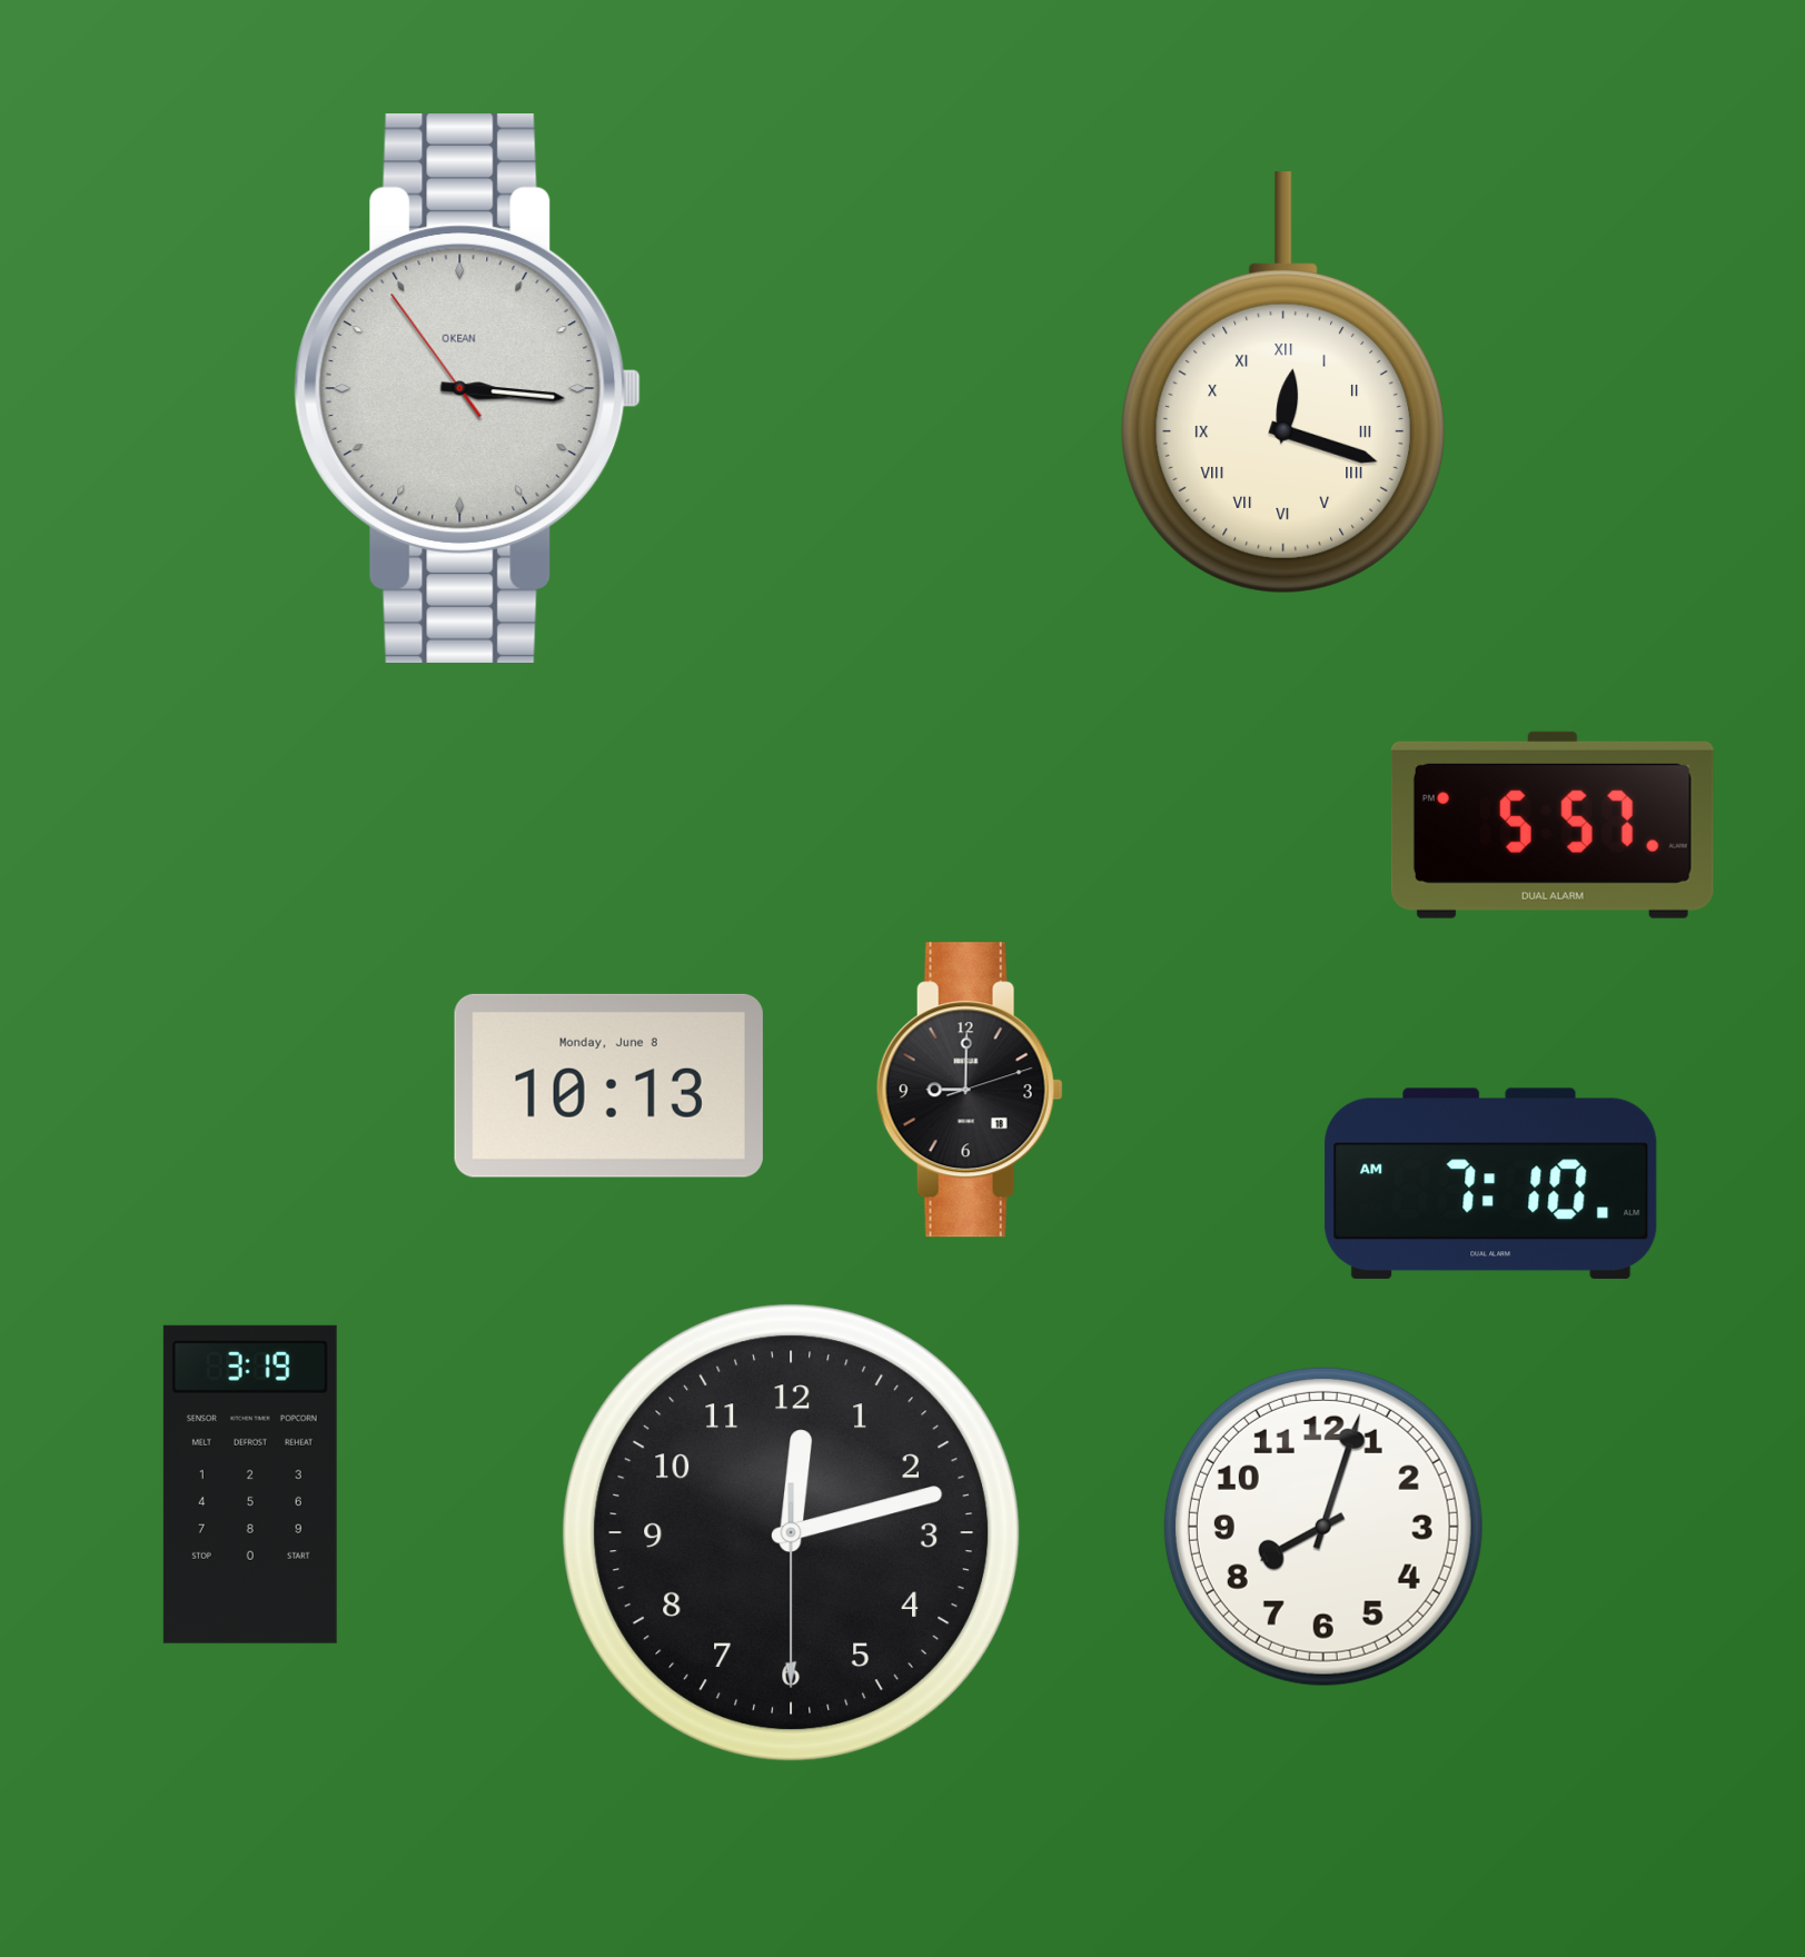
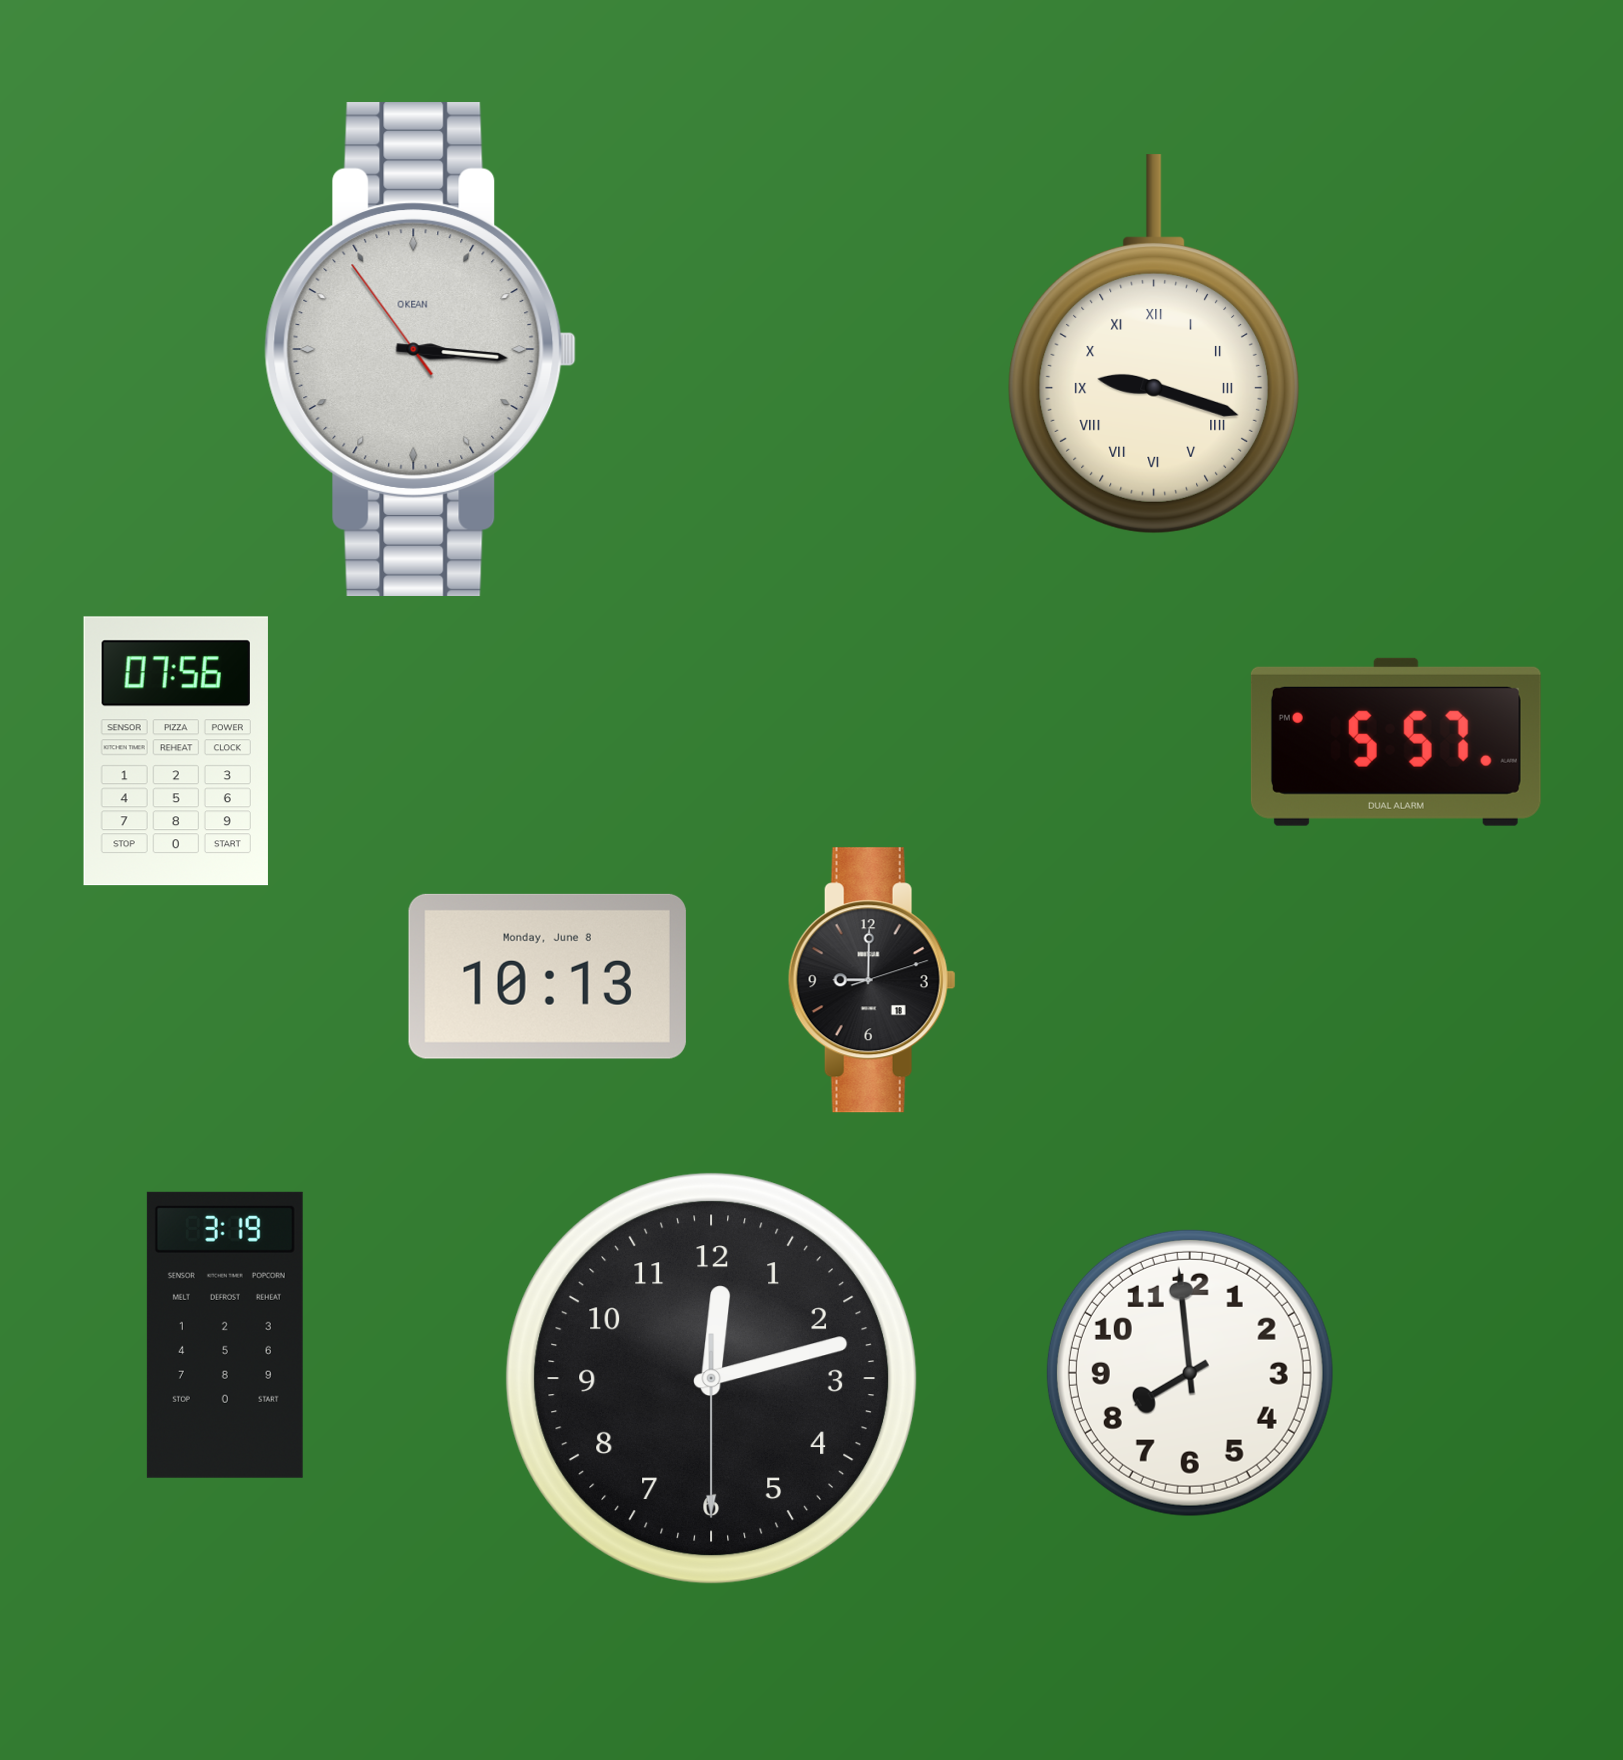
clock at (1283, 383): 12:18 -> 9:18
clock at (176, 751): none -> 07:56
clock at (1491, 1183): 7:10 -> none
clock at (1323, 1527): 8:03 -> 7:59
